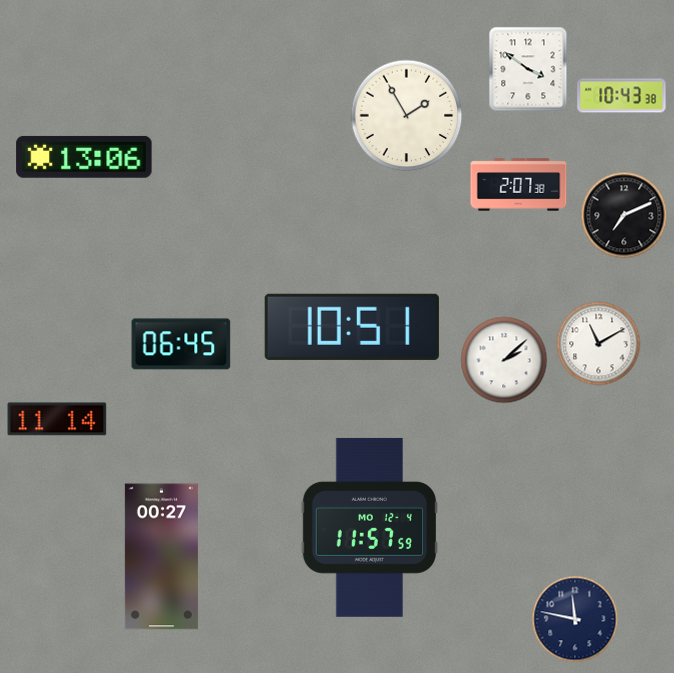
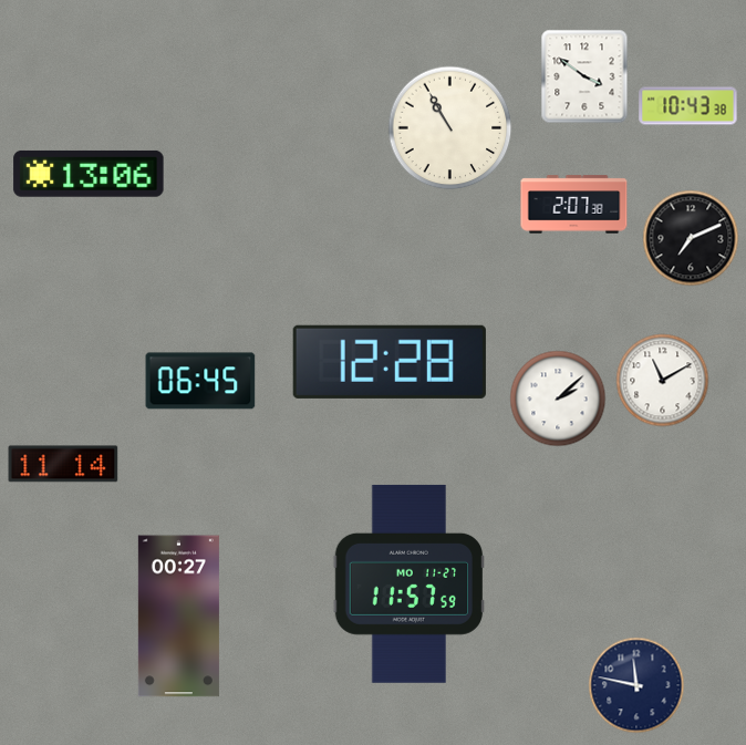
clock at (407, 116): 1:55 -> 10:55
clock at (84, 157) position: (84, 157) -> (89, 174)
clock at (352, 327): 10:51 -> 12:28
clock at (369, 527) date: MO 12-4 -> MO 11-27
